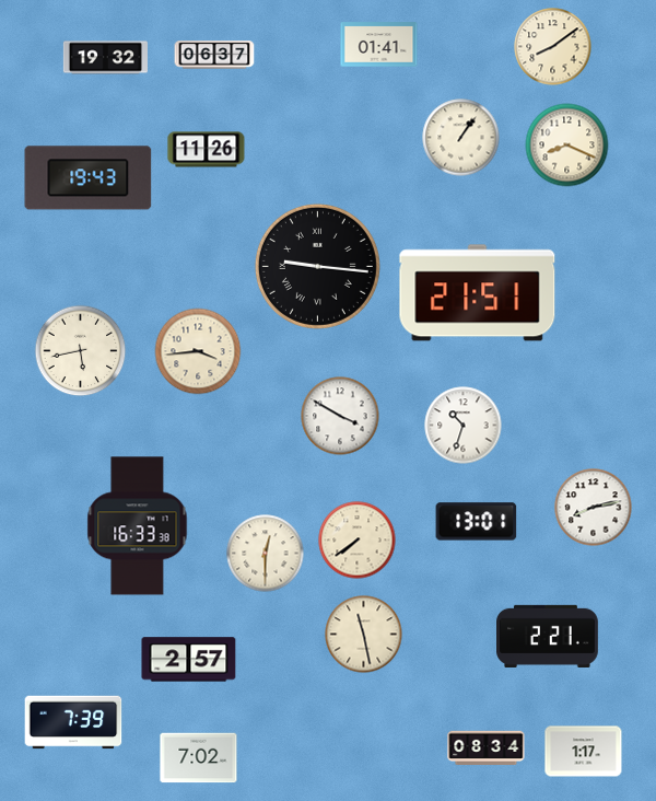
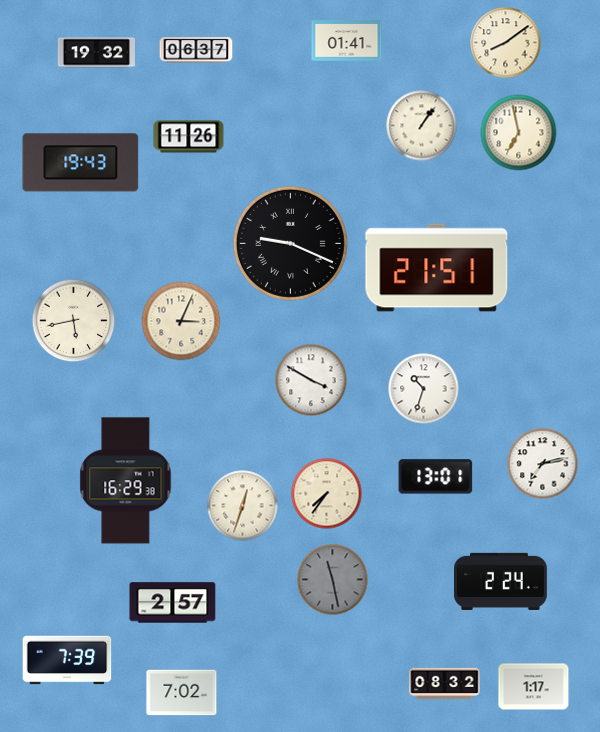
clock at (567, 146): 8:19 -> 6:58
clock at (317, 266): 9:16 -> 9:19
clock at (198, 351): 3:44 -> 3:04
clock at (594, 508): 8:13 -> 7:13
clock at (138, 526): 16:33 -> 16:29
clock at (358, 541): 7:39 -> 7:36
clock at (266, 554): 12:30 -> 12:33
clock at (364, 635) dial: cream -> grey
clock at (548, 636): 2:21 -> 2:24
clock at (487, 748): 08:34 -> 08:32
